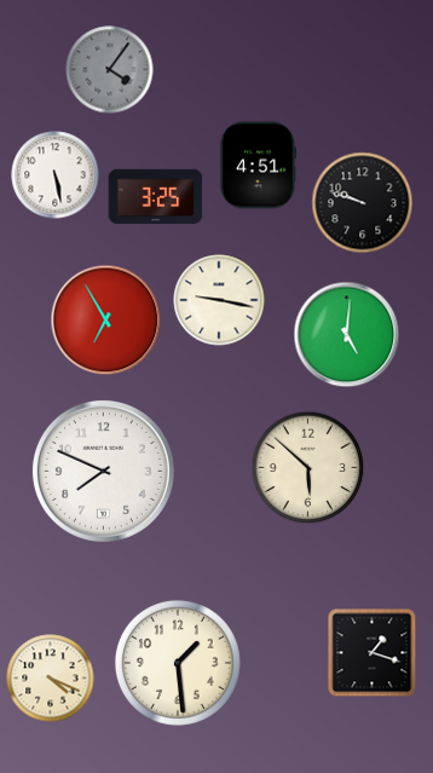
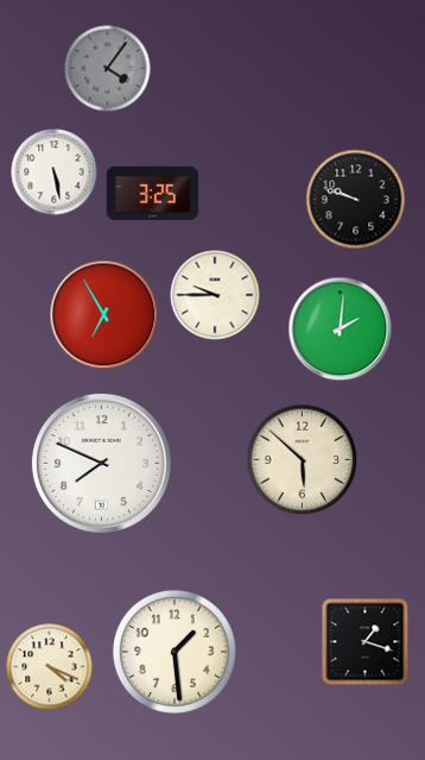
clock at (256, 166): 4:51 -> none
clock at (219, 300): 9:17 -> 9:45
clock at (347, 335): 5:01 -> 2:01
